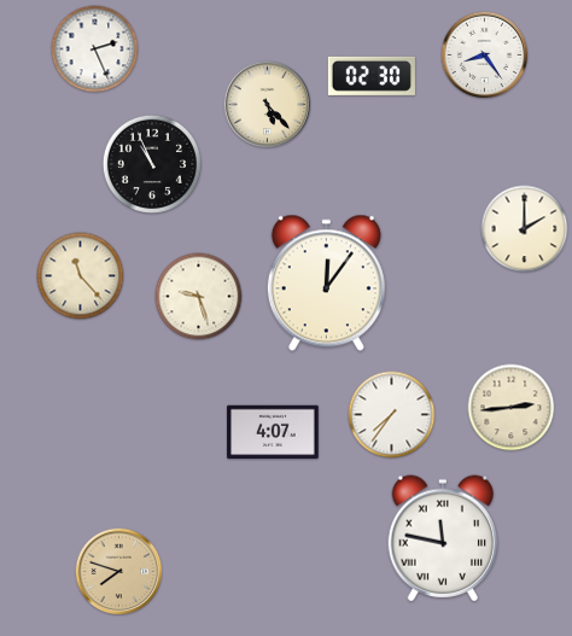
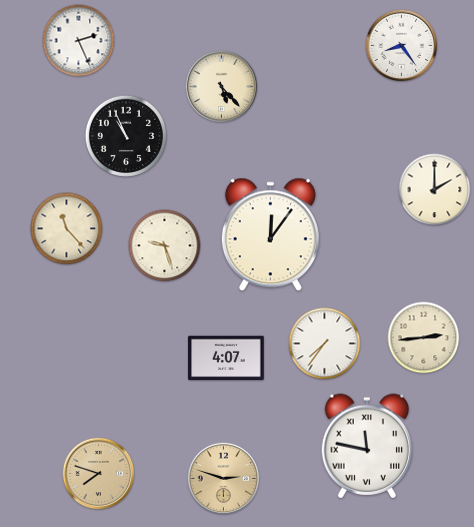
clock at (372, 76): 02:30 -> none
clock at (224, 479): none -> 2:48
